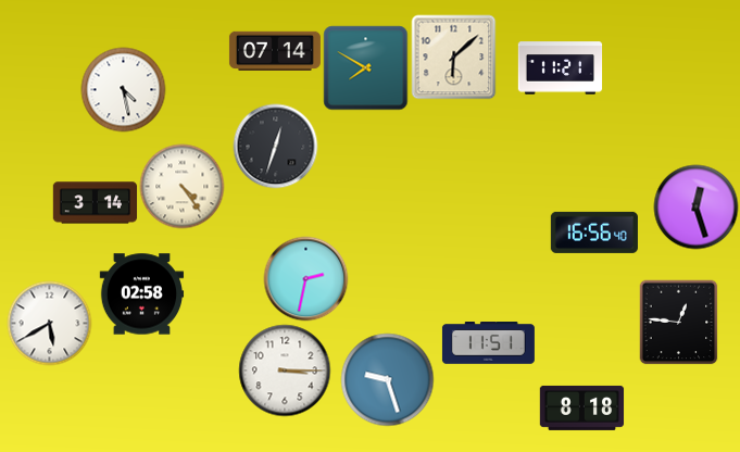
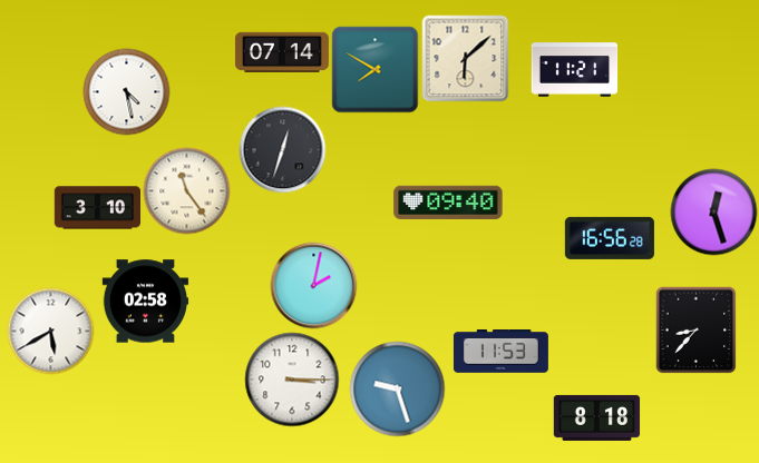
clock at (181, 186): 4:24 -> 11:24
clock at (448, 203): none -> 09:40
clock at (95, 203): 3:14 -> 3:10
clock at (594, 233): 16:56:40 -> 16:56:28
clock at (305, 278): 2:32 -> 2:02
clock at (679, 322): 12:46 -> 8:37
clock at (488, 343): 11:51 -> 11:53
